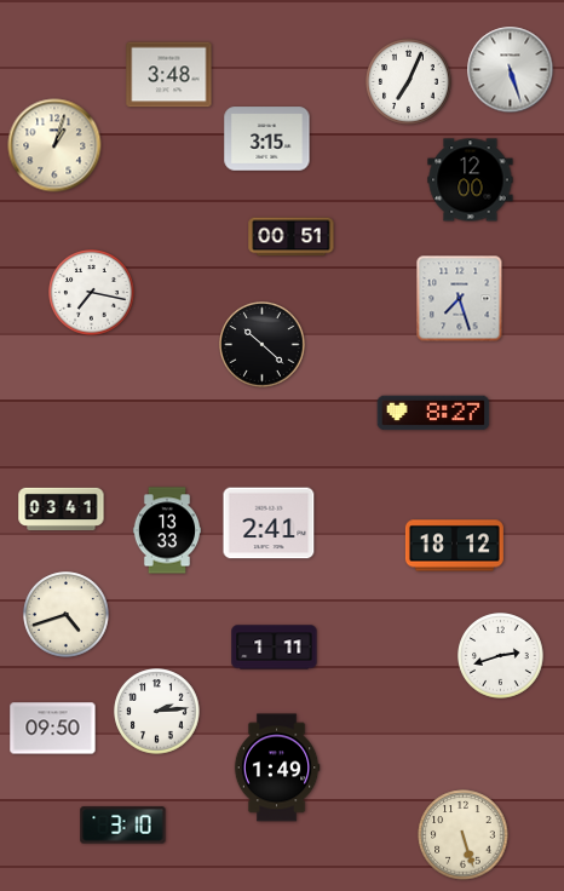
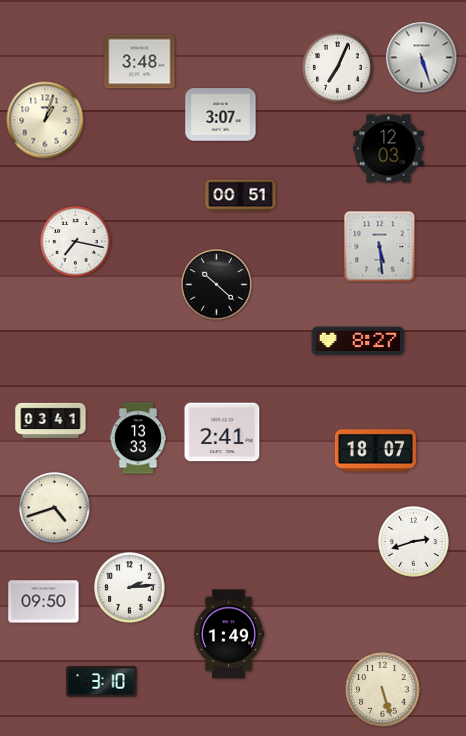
clock at (267, 139): 3:15 -> 3:07
clock at (471, 180): 12:00 -> 12:03
clock at (460, 299): 7:27 -> 5:29
clock at (454, 546): 18:12 -> 18:07
clock at (275, 648): 1:11 -> none
